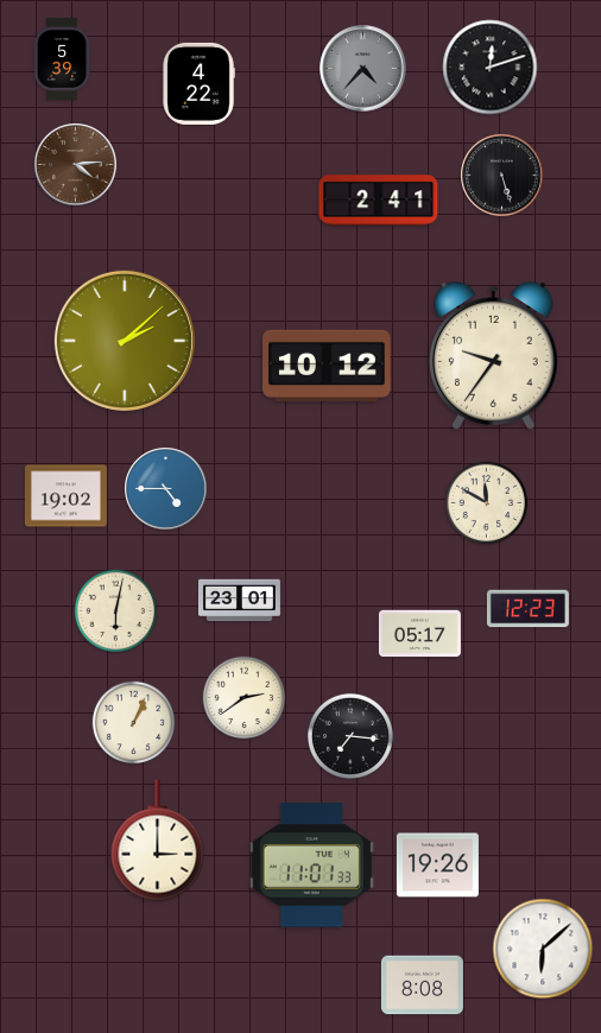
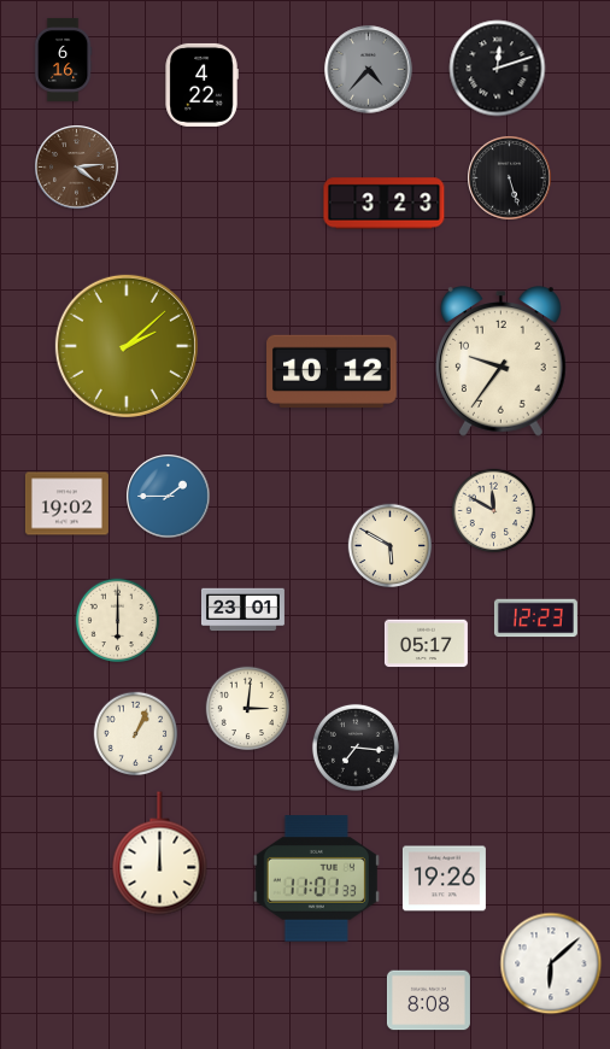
clock at (62, 58): 5:39 -> 6:16
clock at (379, 201): 2:41 -> 3:23
clock at (166, 489): 4:45 -> 1:45
clock at (391, 546): none -> 5:50
clock at (116, 611): 6:02 -> 6:00
clock at (245, 698): 2:39 -> 3:01
clock at (158, 841): 3:00 -> 12:00
